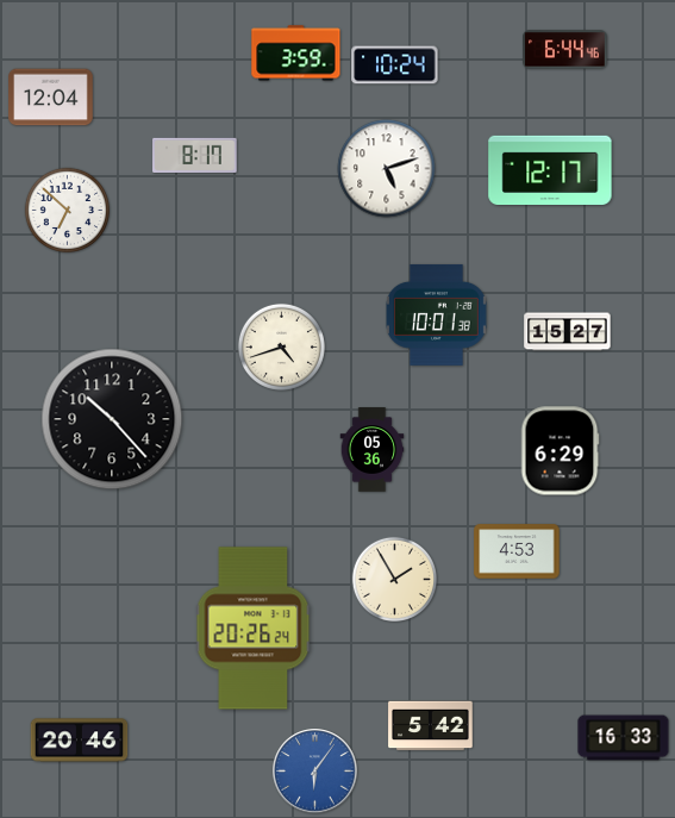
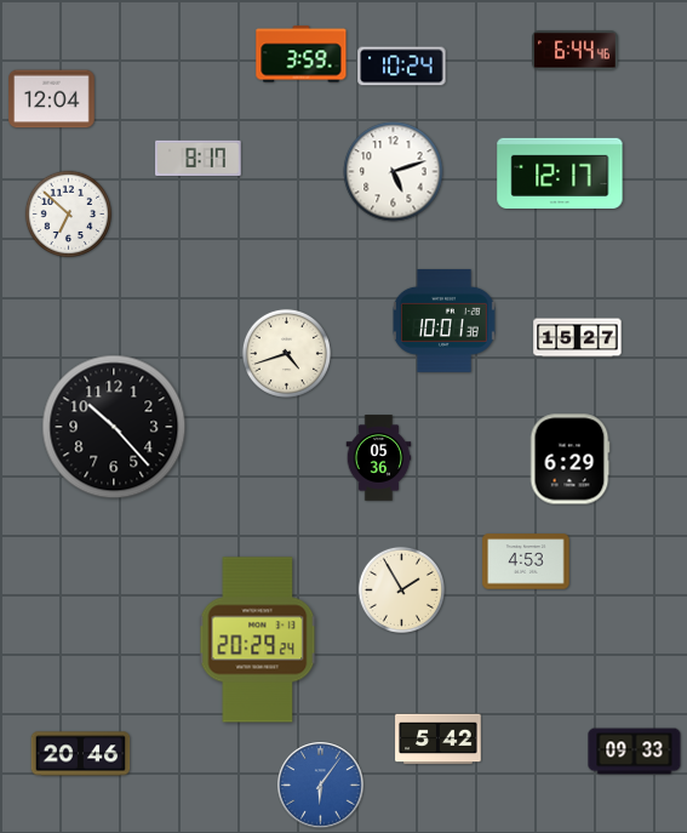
clock at (254, 629): 20:26 -> 20:29
clock at (624, 738): 16:33 -> 09:33
